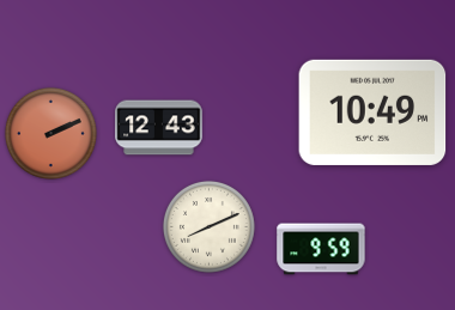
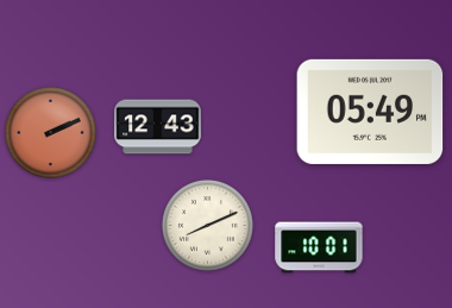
clock at (372, 113): 10:49 -> 05:49
clock at (321, 249): 9:59 -> 10:01
